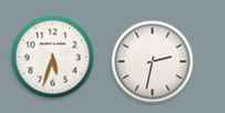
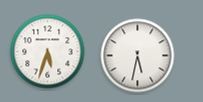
clock at (153, 62): 2:32 -> 5:32
